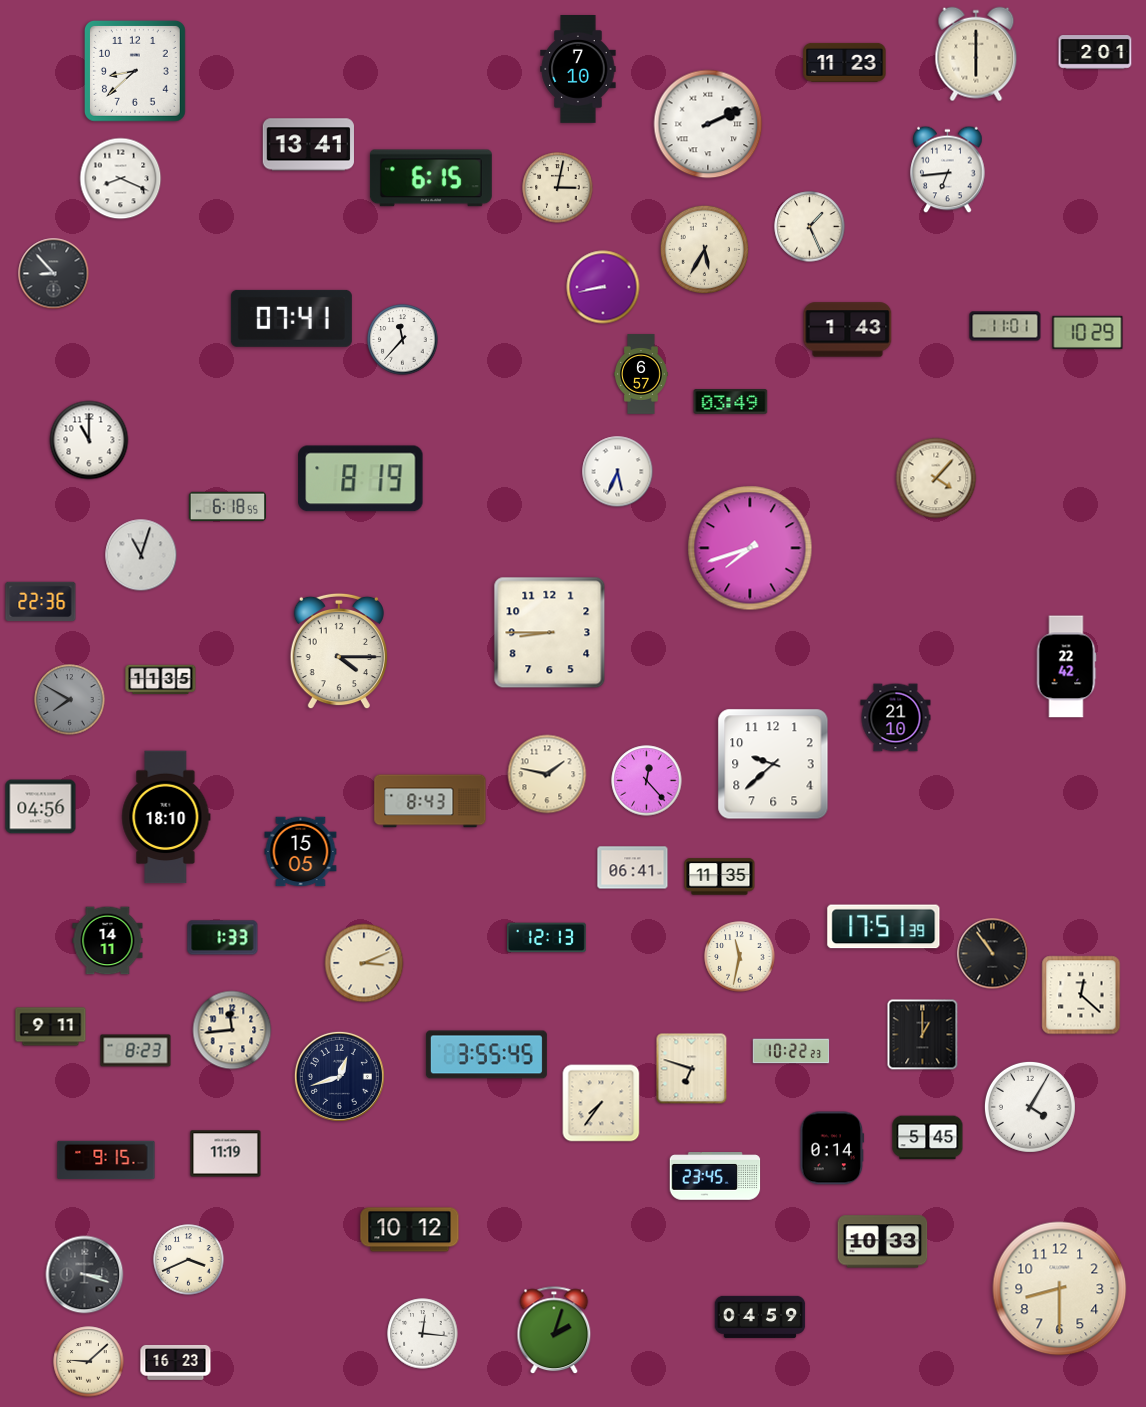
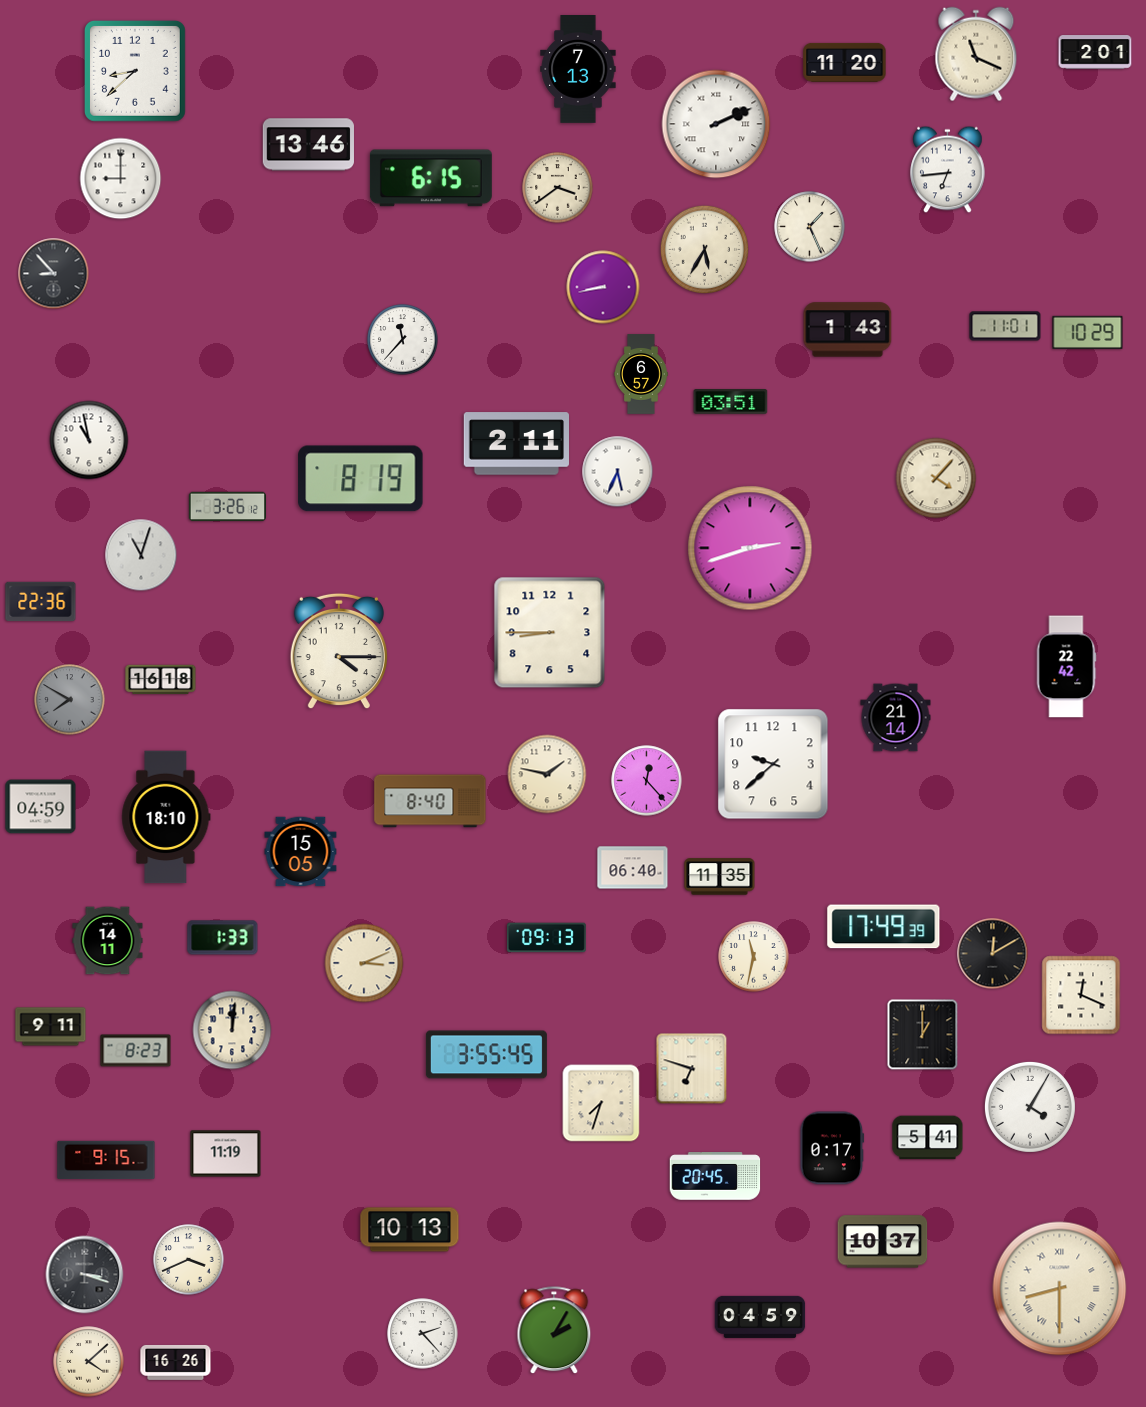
clock at (976, 54): 6:00 -> 11:19
clock at (845, 62): 11:23 -> 11:20
clock at (578, 70): 7:10 -> 7:13
clock at (708, 124) position: (708, 124) -> (716, 124)
clock at (308, 145): 13:41 -> 13:46
clock at (121, 179): 8:19 -> 9:00
clock at (558, 188): 3:02 -> 3:39
clock at (291, 318): 07:41 -> none
clock at (731, 402): 03:49 -> 03:51
clock at (89, 440): 11:00 -> 10:58
clock at (516, 444): none -> 2:11
clock at (227, 507): 6:18 -> 3:26
clock at (750, 548): 7:42 -> 2:42
clock at (161, 680): 11:35 -> 16:18
clock at (896, 718): 21:10 -> 21:14
clock at (430, 801): 8:43 -> 8:40
clock at (41, 807): 04:56 -> 04:59
clock at (633, 868): 06:41 -> 06:40
clock at (884, 927): 17:51 -> 17:49
clock at (546, 938): 12:13 -> 09:13
clock at (993, 954): 10:54 -> 12:10
clock at (740, 957) position: (740, 957) -> (754, 957)
clock at (1081, 995): 12:22 -> 12:19
clock at (232, 1030): 11:44 -> 12:01
clock at (791, 1051): 10:22 -> none
clock at (339, 1076): 12:42 -> none
clock at (601, 1103): 7:36 -> 7:33
clock at (928, 1138): 5:45 -> 5:41
clock at (832, 1148): 0:14 -> 0:17
clock at (715, 1176): 23:45 -> 20:45
clock at (410, 1230): 10:12 -> 10:13
clock at (883, 1242): 10:33 -> 10:37
clock at (1060, 1289) numerals: Arabic -> Roman
clock at (554, 1331): 2:03 -> 2:05
clock at (423, 1334): 12:16 -> 2:23
clock at (89, 1362): 9:08 -> 4:08
clock at (176, 1362): 16:23 -> 16:26
